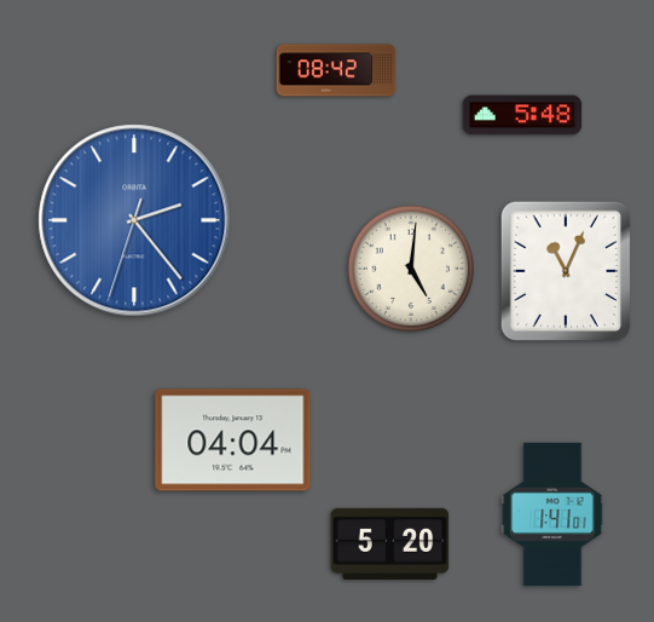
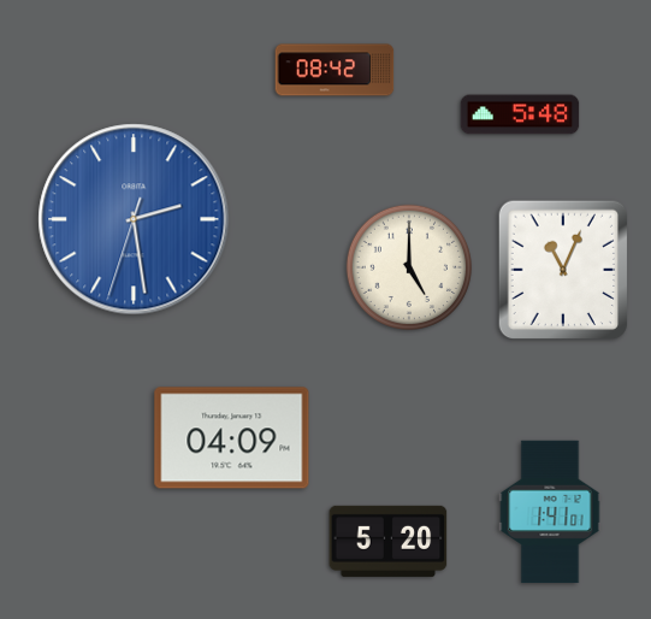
clock at (134, 220): 2:23 -> 2:28
clock at (411, 269): 5:01 -> 5:00
clock at (233, 440): 04:04 -> 04:09
